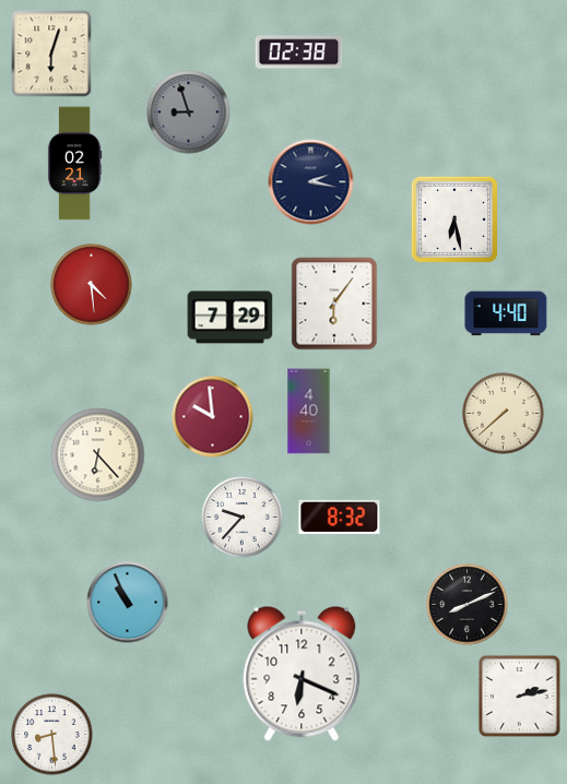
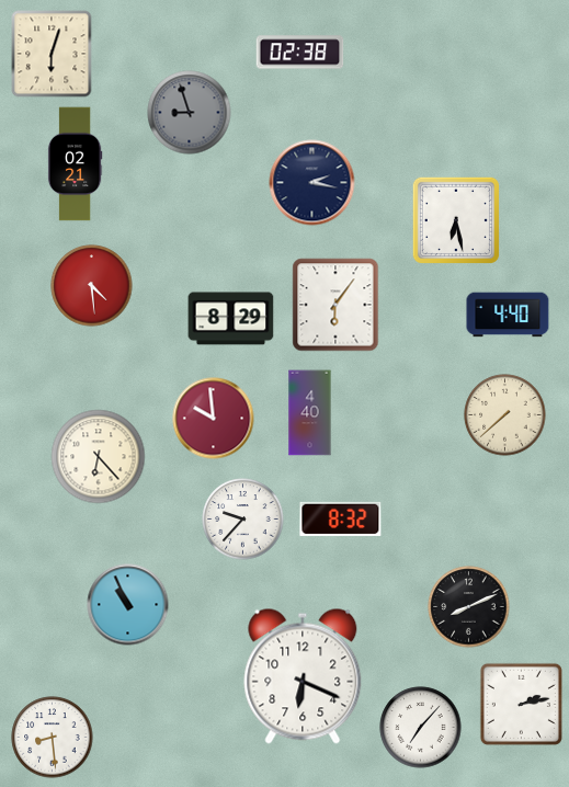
clock at (231, 318): 7:29 -> 8:29
clock at (519, 696) position: (519, 696) -> (521, 704)
clock at (421, 728): none -> 7:07
